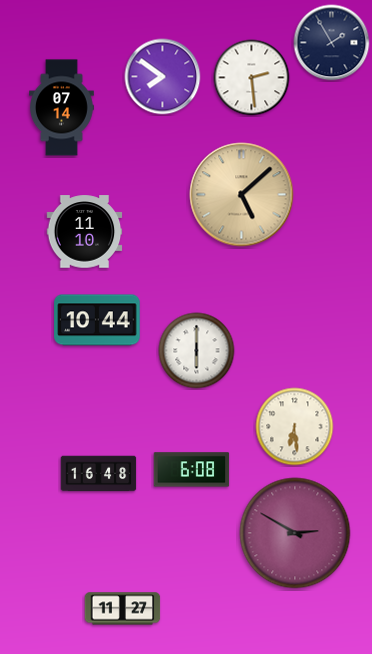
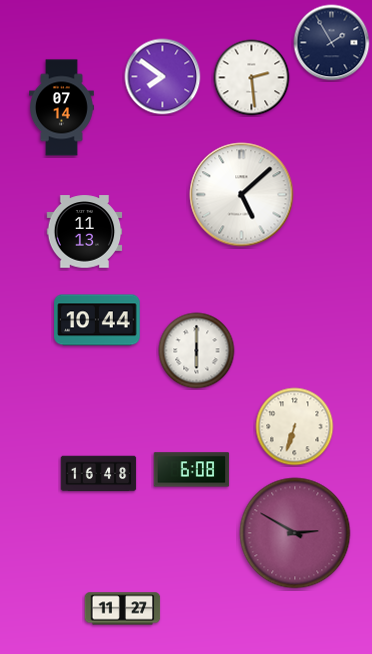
clock at (242, 195) dial: champagne -> white
clock at (85, 232): 11:10 -> 11:13
clock at (295, 427): 6:29 -> 6:33
